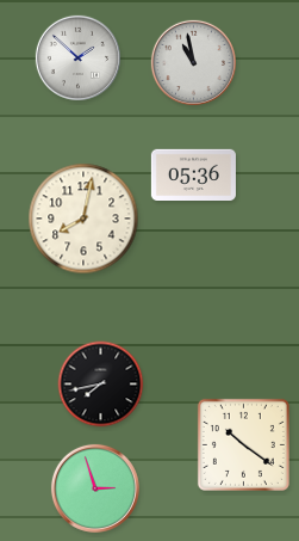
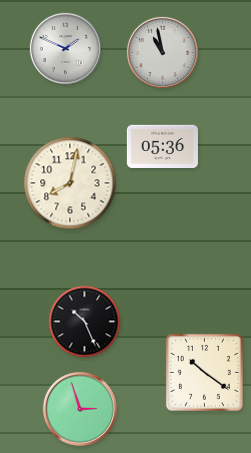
clock at (77, 57): 1:52 -> 1:49
clock at (101, 385): 7:43 -> 10:26
